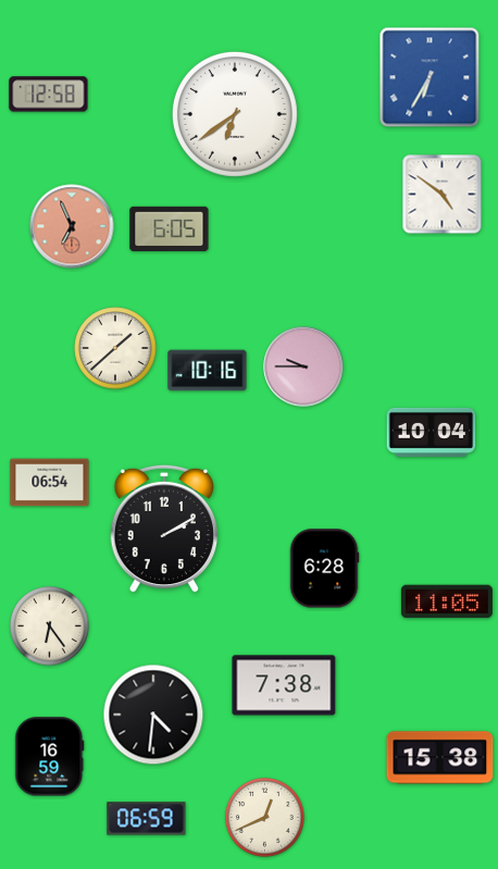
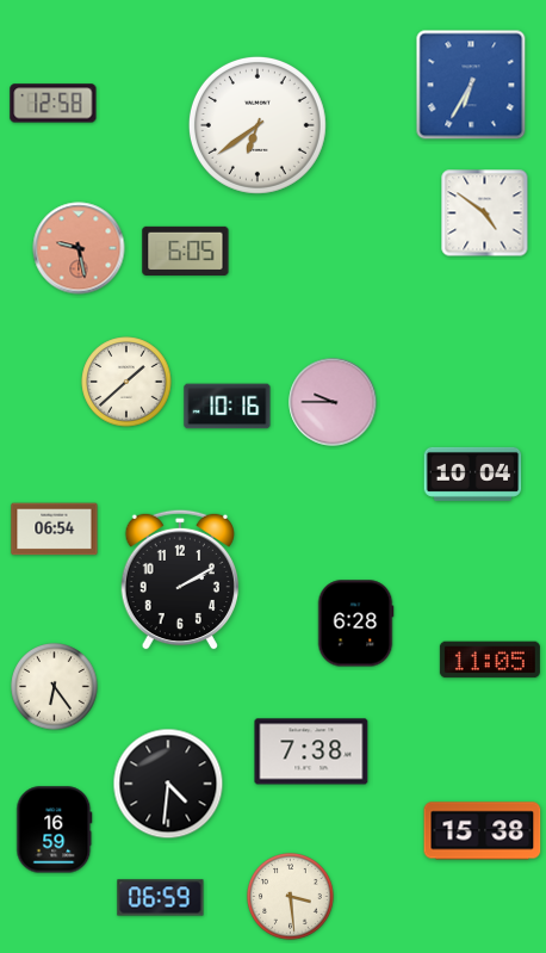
clock at (72, 226): 6:56 -> 9:28
clock at (265, 818): 12:41 -> 3:29
